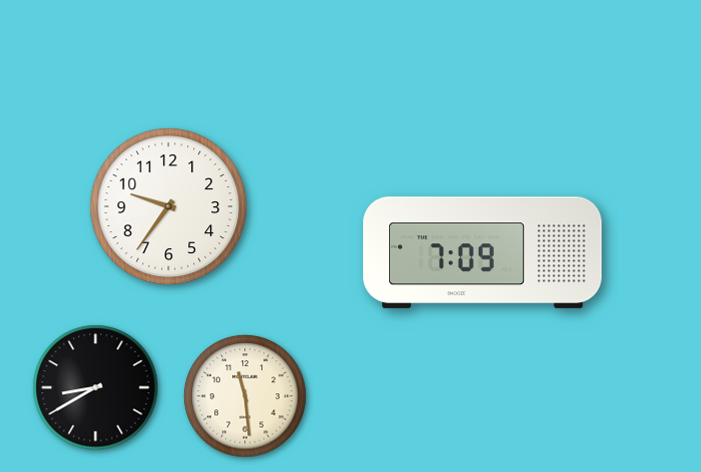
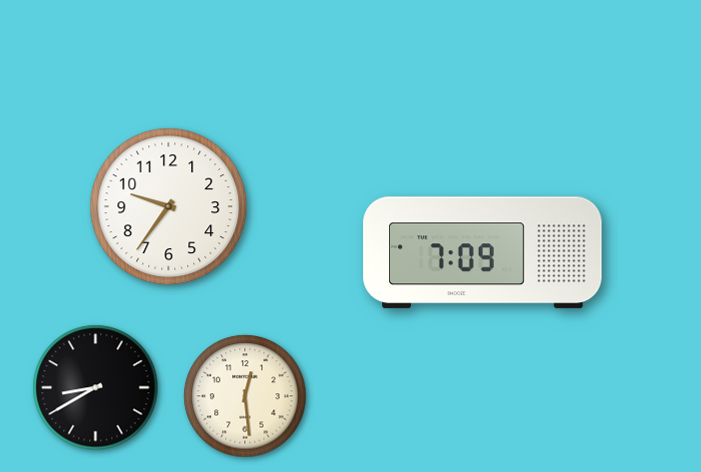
clock at (245, 396): 11:29 -> 12:29
